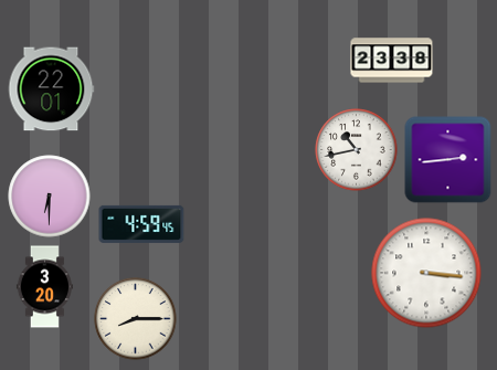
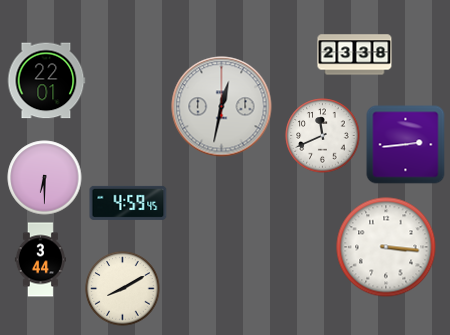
clock at (222, 107): none -> 12:32
clock at (357, 150): 10:43 -> 11:41
clock at (44, 287): 3:20 -> 3:44
clock at (136, 319): 8:15 -> 8:10
